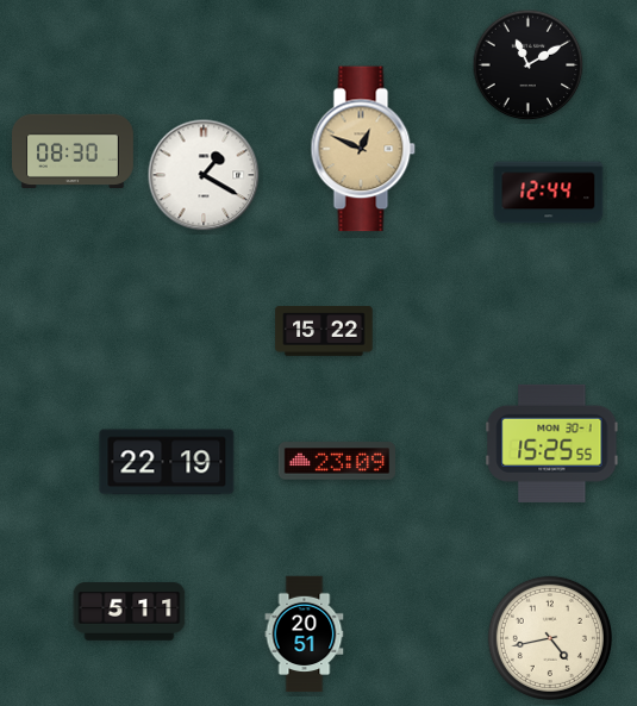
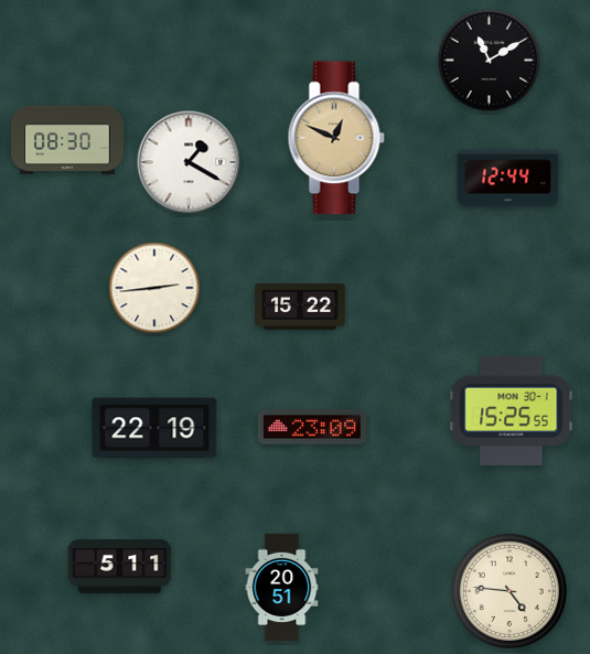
clock at (154, 288): none -> 2:44
clock at (550, 638): 4:43 -> 4:46
